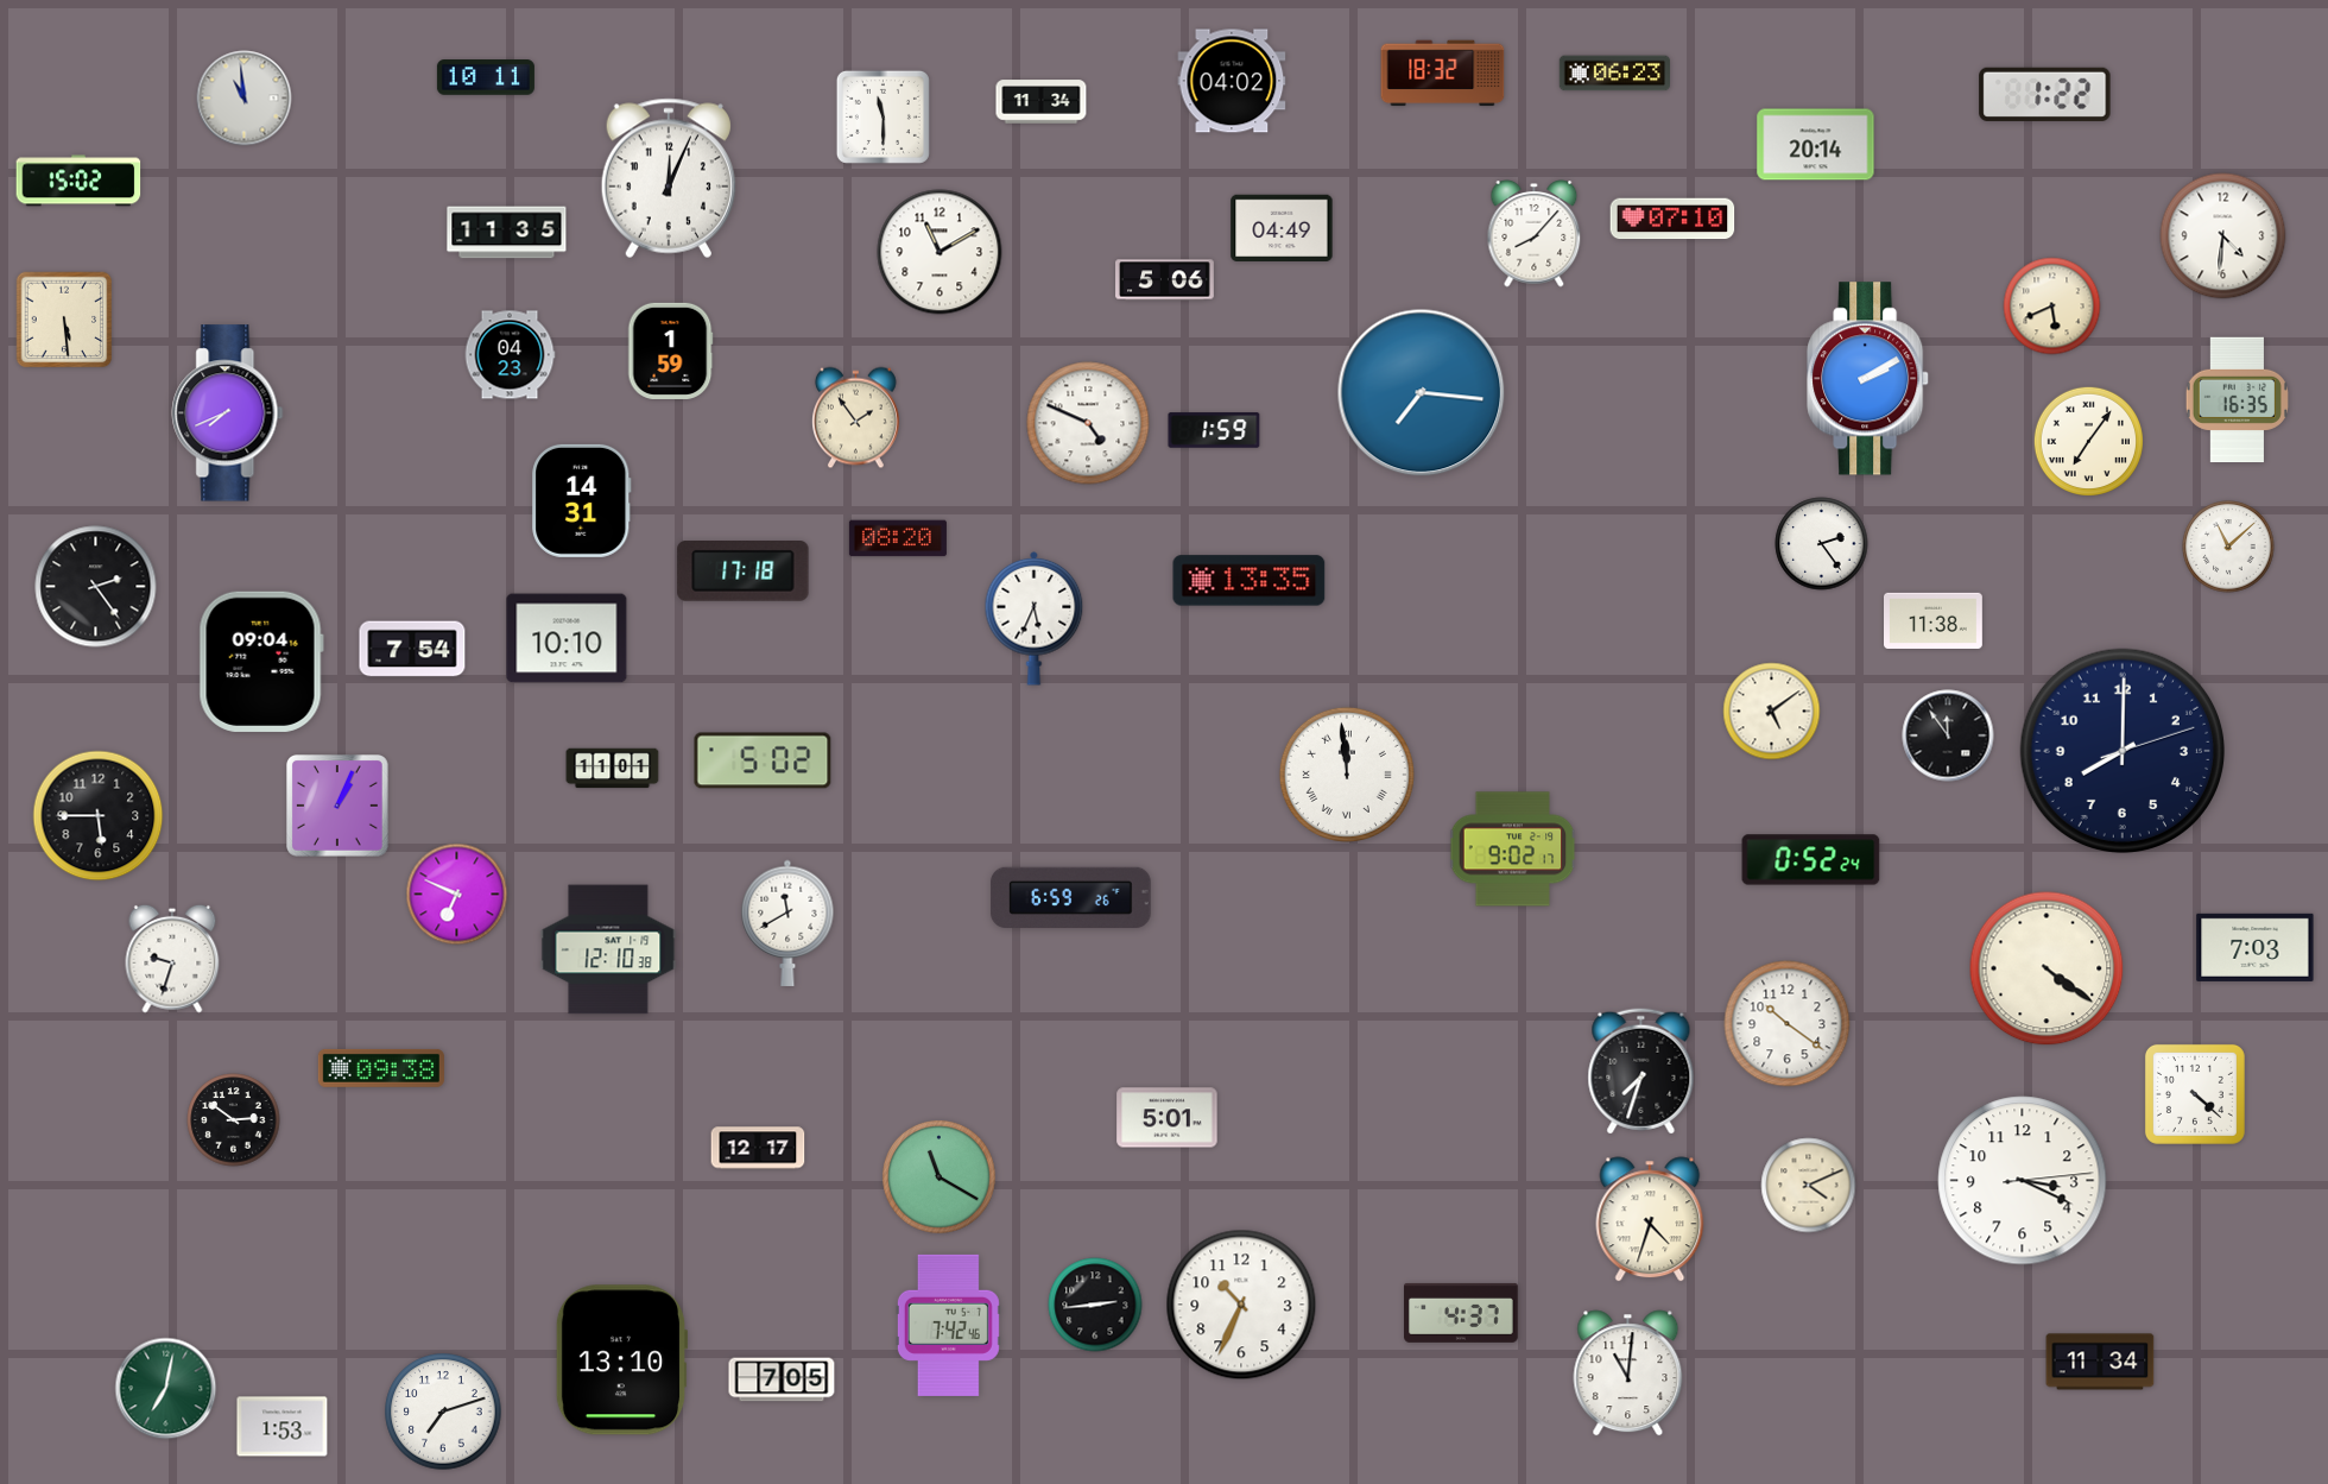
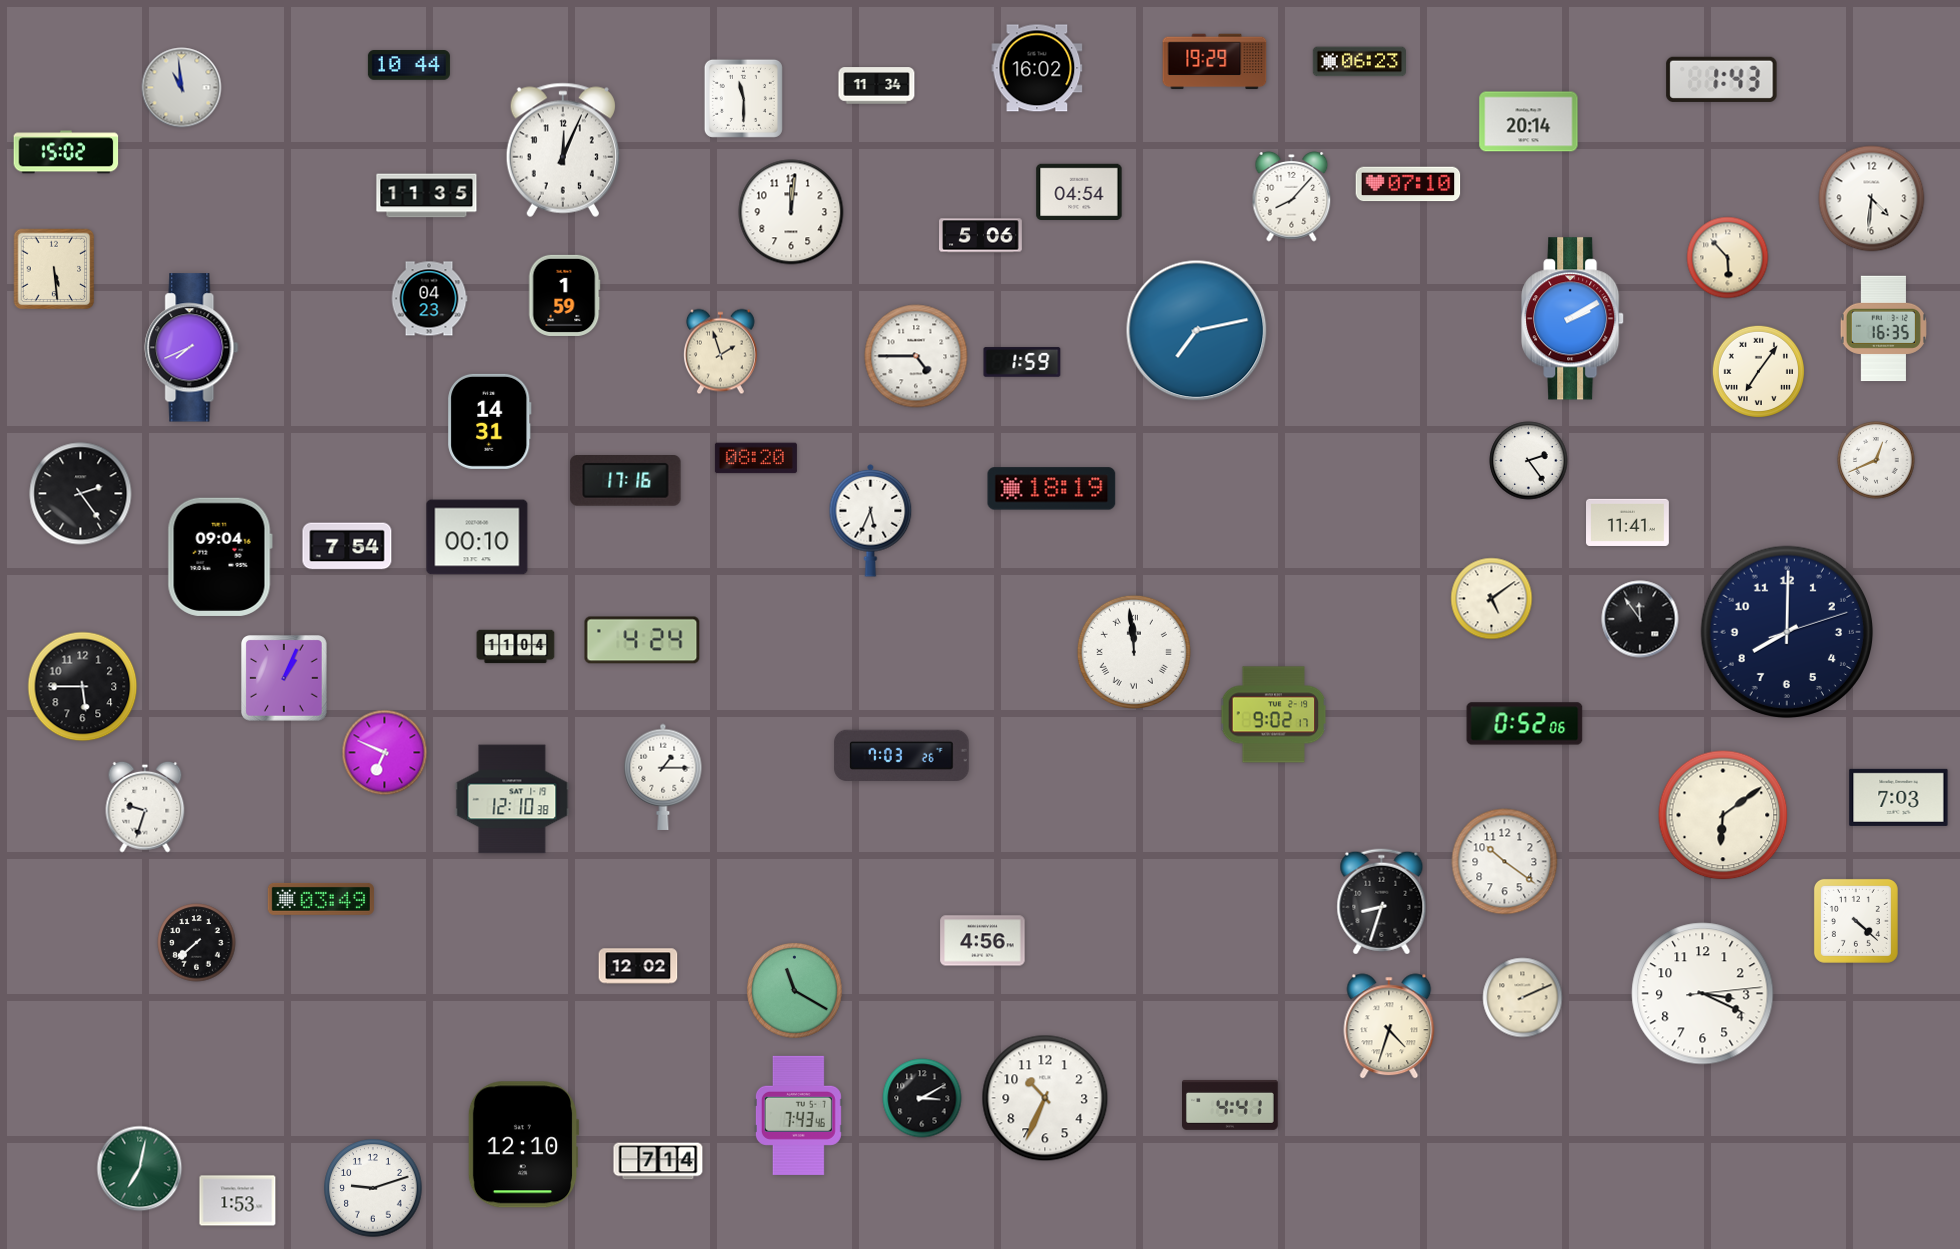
clock at (1443, 74): 18:32 -> 19:29
clock at (486, 77): 10:11 -> 10:44
clock at (1232, 81): 04:02 -> 16:02
clock at (2045, 94): 1:22 -> 1:43
clock at (245, 99) position: (245, 99) -> (182, 88)
clock at (1282, 227): 04:49 -> 04:54
clock at (940, 252): 11:10 -> 12:01
clock at (2052, 307): 5:41 -> 5:53
clock at (1422, 393): 7:16 -> 7:13
clock at (2237, 400) position: (2237, 400) -> (1883, 329)
clock at (855, 418): 1:54 -> 1:57
clock at (1088, 423): 4:49 -> 4:45
clock at (898, 538) position: (898, 538) -> (756, 458)
clock at (1822, 544) position: (1822, 544) -> (1529, 461)
clock at (2228, 547): 11:08 -> 12:41
clock at (744, 572): 17:18 -> 17:16
clock at (1250, 581): 13:35 -> 18:19
clock at (1934, 620): 11:38 -> 11:41
clock at (567, 638): 10:10 -> 00:10
clock at (763, 760): 5:02 -> 4:24
clock at (613, 769): 11:01 -> 11:04
clock at (1811, 860): 0:52:24 -> 0:52:06
clock at (1071, 898): 6:59 -> 7:03
clock at (787, 923): 11:40 -> 1:15
clock at (2047, 968): 4:21 -> 6:09
clock at (381, 1068): 09:38 -> 03:49
clock at (1641, 1072): 7:33 -> 8:33
clock at (2195, 1094) position: (2195, 1094) -> (1856, 921)
clock at (1168, 1118): 5:01 -> 4:56
clock at (234, 1120): 2:51 -> 7:38
clock at (758, 1148): 12:17 -> 12:02
clock at (938, 1176) position: (938, 1176) -> (794, 990)
clock at (1809, 1186): 4:11 -> 2:11
clock at (1095, 1305): 2:44 -> 3:10
clock at (1462, 1313): 4:37 -> 4:41
clock at (948, 1325): 7:42 -> 7:43
clock at (621, 1360): 13:10 -> 12:10
clock at (2100, 1362): 11:34 -> none
clock at (1628, 1374): 11:01 -> none
clock at (782, 1379): 7:05 -> 7:14
clock at (443, 1412): 7:12 -> 9:12
